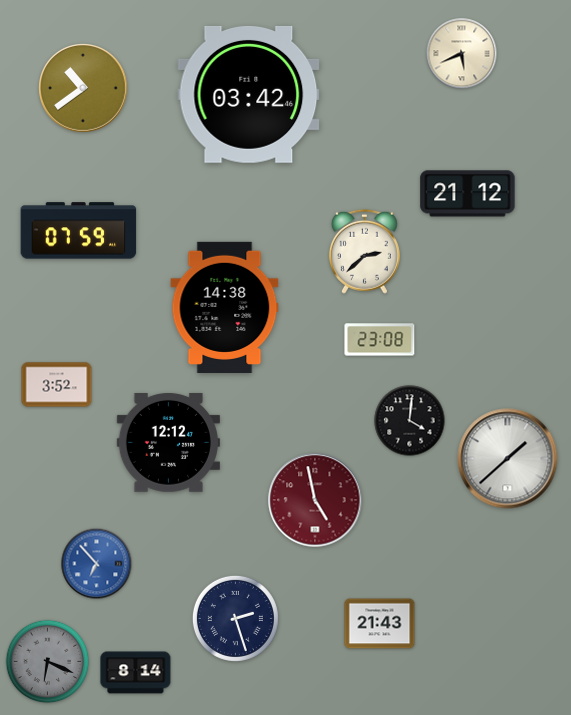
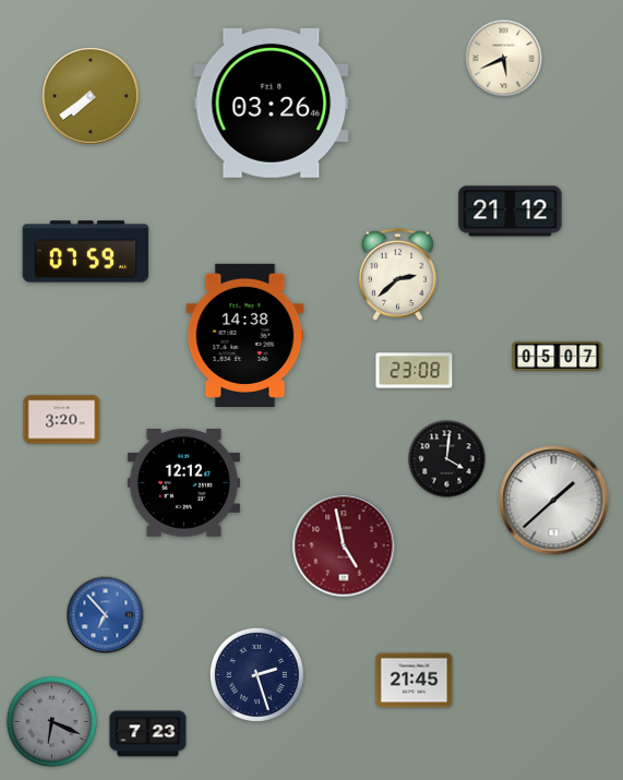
clock at (84, 89): 10:39 -> 7:39
clock at (249, 94): 03:42 -> 03:26
clock at (558, 356): none -> 05:07
clock at (57, 385): 3:52 -> 3:20
clock at (380, 624): 21:43 -> 21:45
clock at (136, 673): 8:14 -> 7:23
